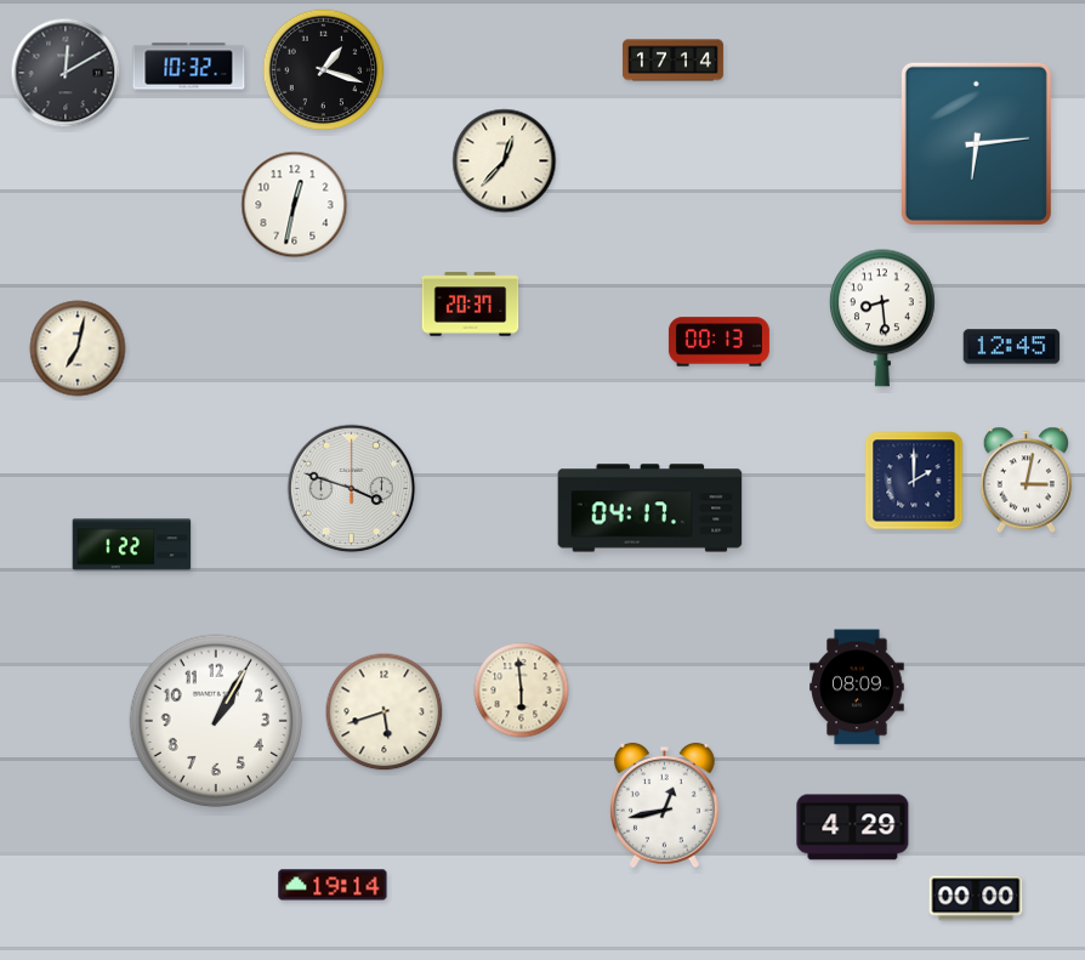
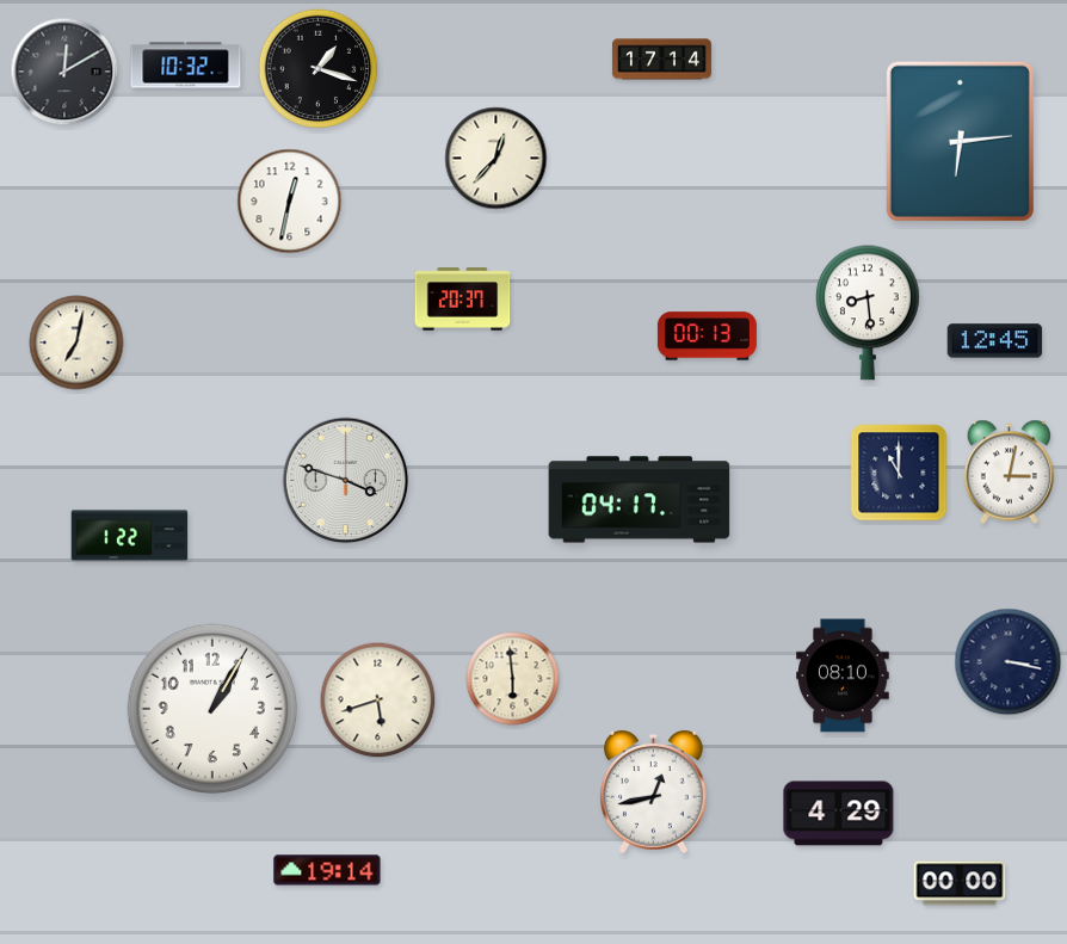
clock at (914, 481): 2:00 -> 11:00
clock at (1009, 662): none -> 3:17
clock at (857, 687): 08:09 -> 08:10
